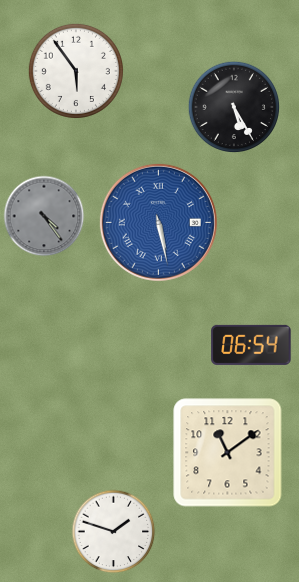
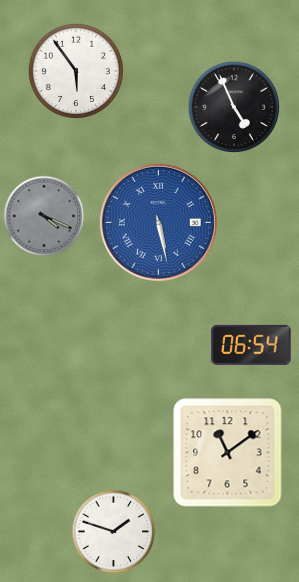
clock at (233, 106): 5:25 -> 4:56
clock at (44, 216): 4:24 -> 4:19
